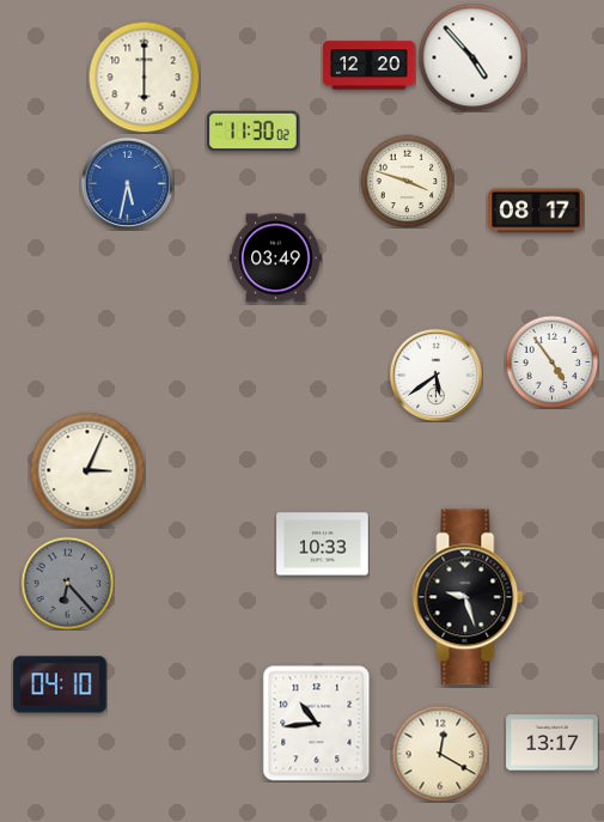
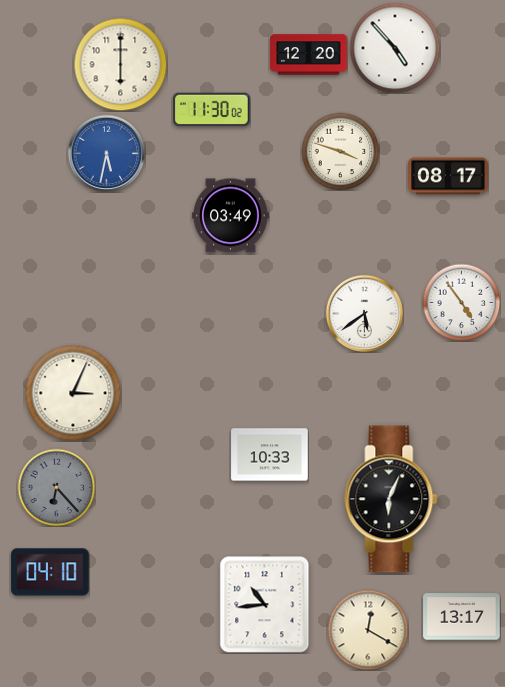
clock at (468, 597): 9:27 -> 6:04
clock at (553, 743) position: (553, 743) -> (462, 617)
